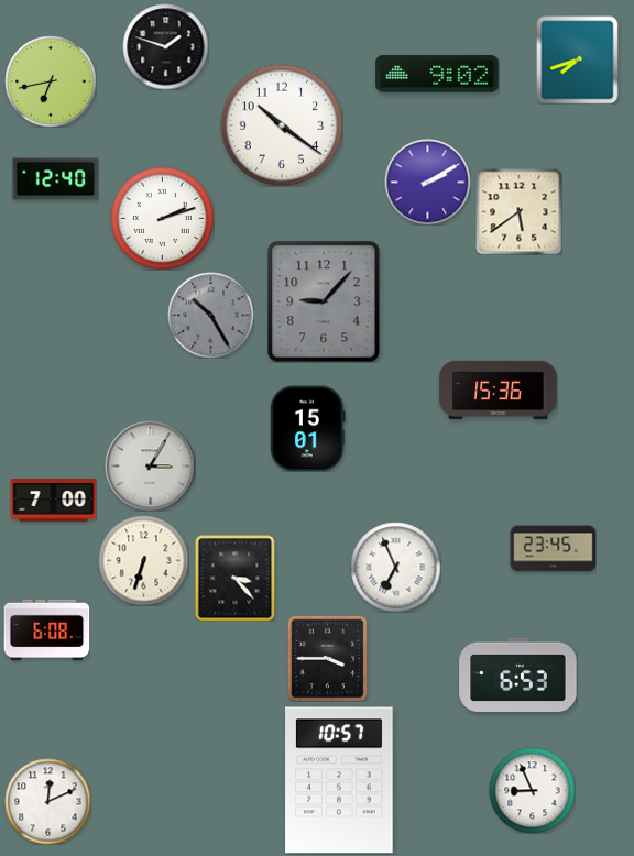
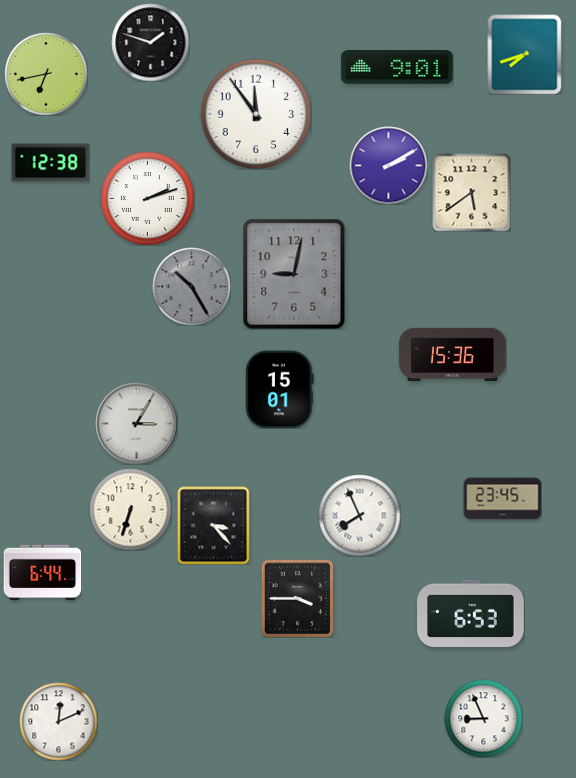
clock at (437, 74): 9:02 -> 9:01
clock at (282, 125): 10:21 -> 11:54
clock at (55, 179): 12:40 -> 12:38
clock at (324, 301): 9:07 -> 9:02
clock at (53, 501): 7:00 -> none
clock at (395, 567): 6:56 -> 7:56
clock at (46, 630): 6:08 -> 6:44
clock at (339, 780): 10:57 -> none
clock at (47, 801) position: (47, 801) -> (58, 721)
